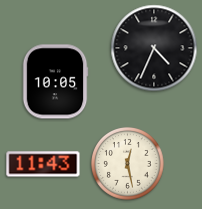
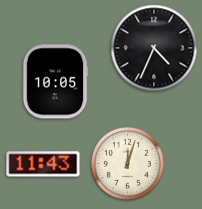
clock at (128, 164): 12:28 -> 12:03
